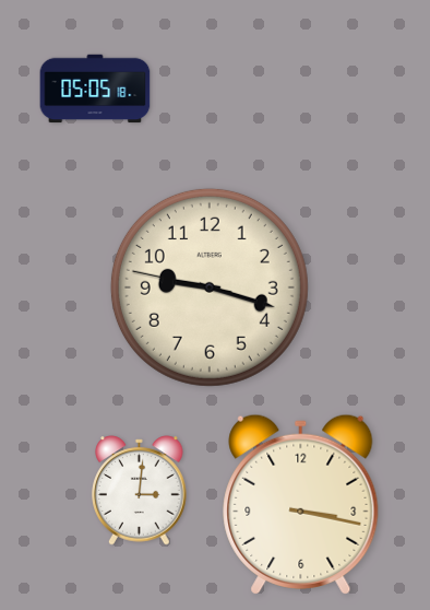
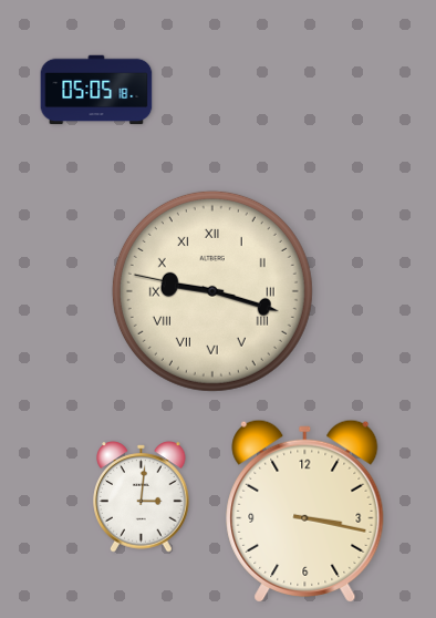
clock at (210, 288) numerals: Arabic -> Roman
